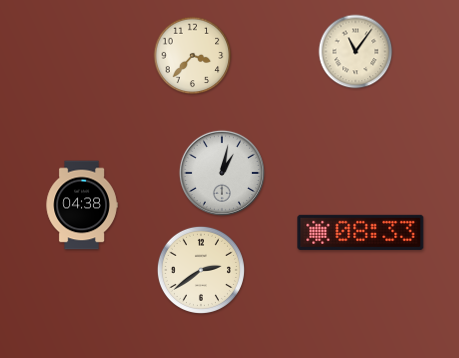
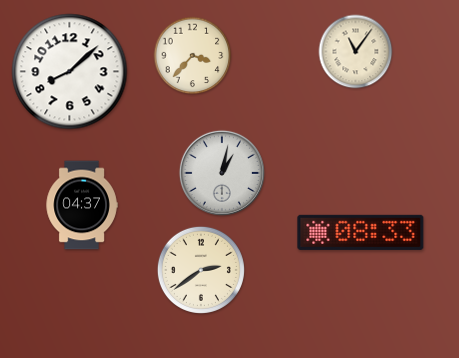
clock at (70, 72): none -> 8:08
clock at (82, 205): 04:38 -> 04:37
